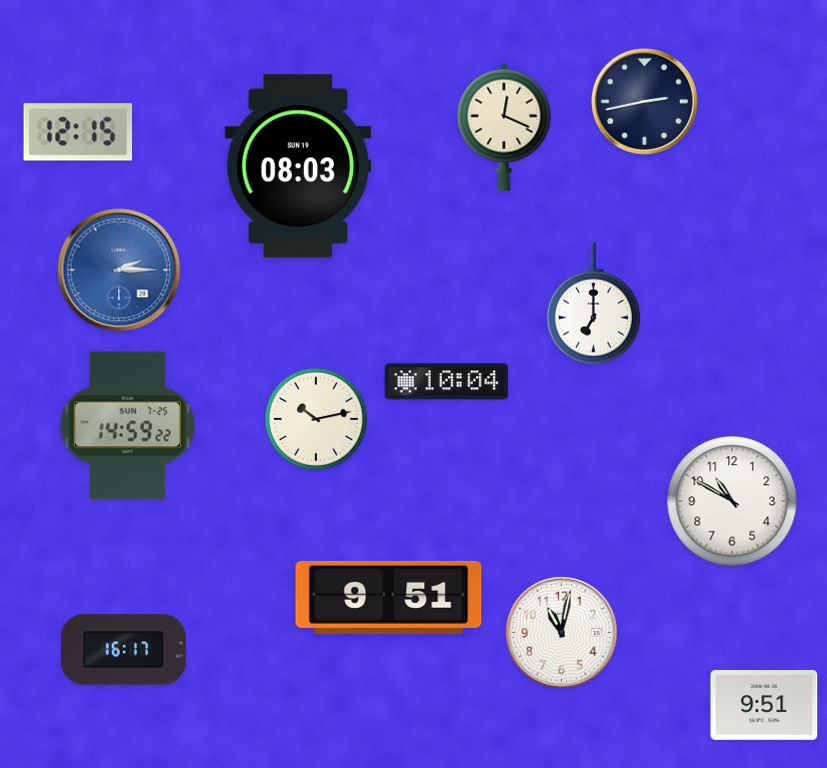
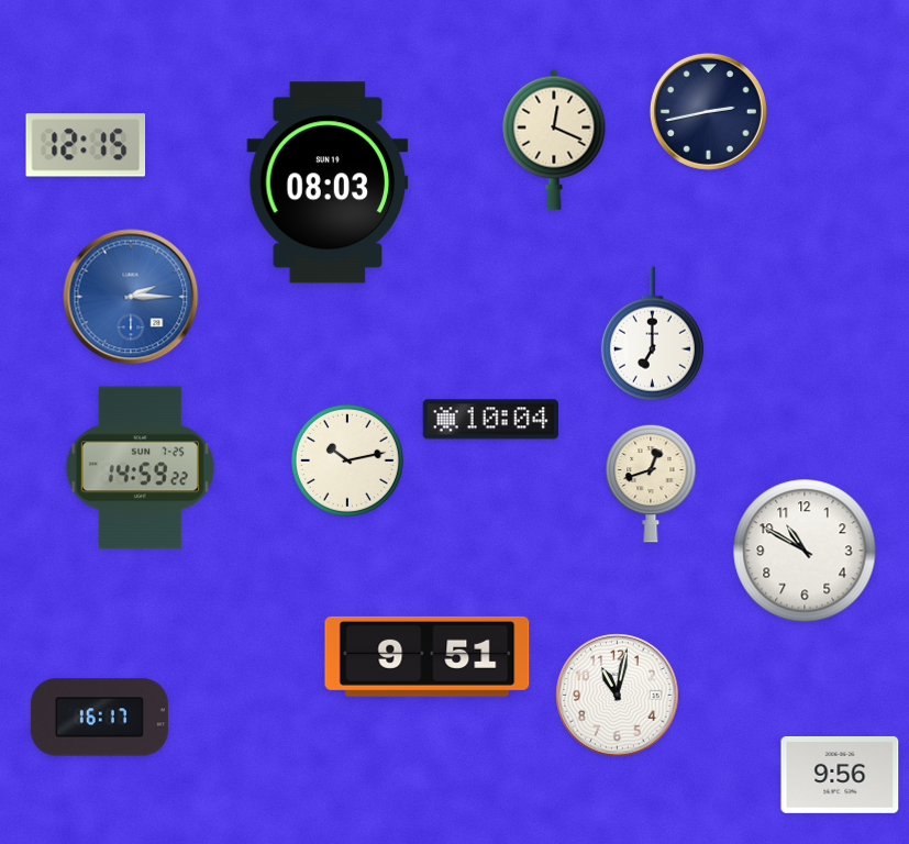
clock at (651, 484): none -> 12:42
clock at (123, 650) position: (123, 650) -> (99, 718)
clock at (764, 705): 9:51 -> 9:56
